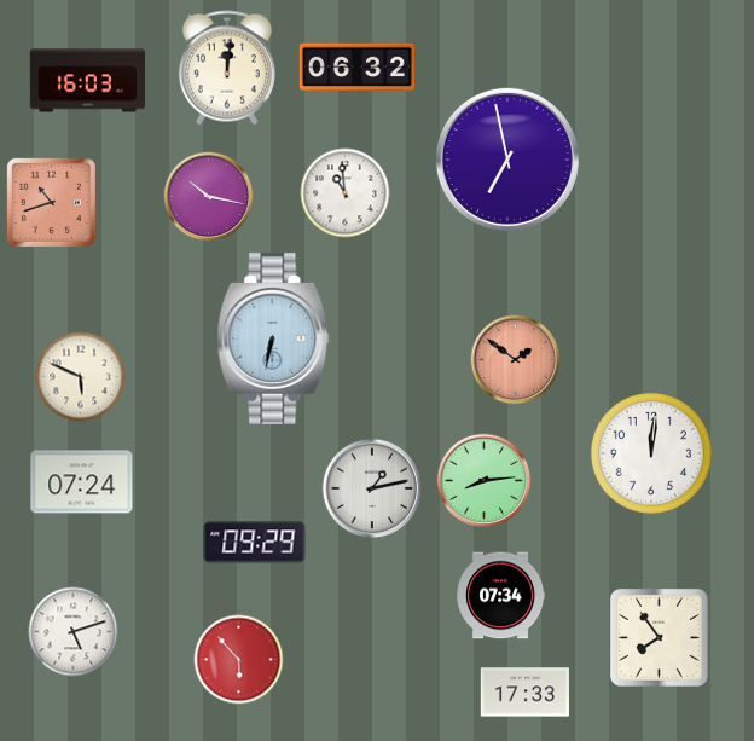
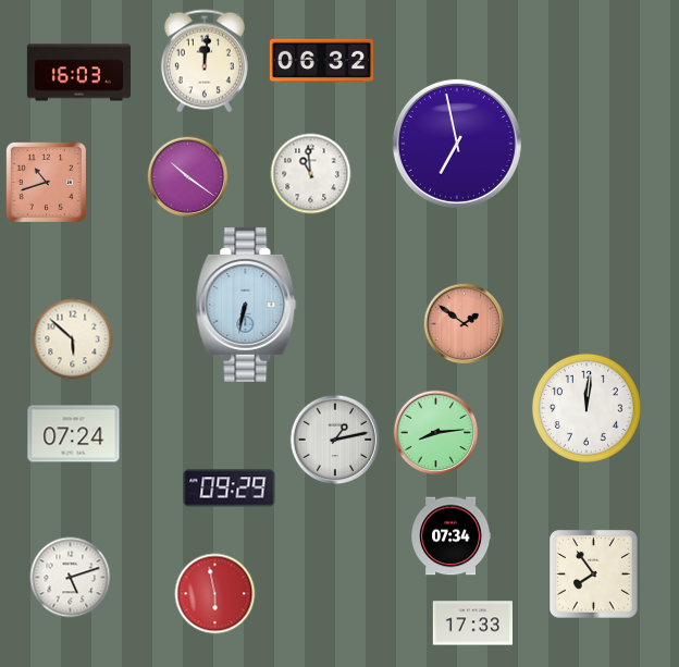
clock at (209, 197): 10:17 -> 10:21
clock at (81, 377): 5:49 -> 5:52
clock at (74, 632) position: (74, 632) -> (71, 578)
clock at (239, 660): 5:53 -> 5:58
